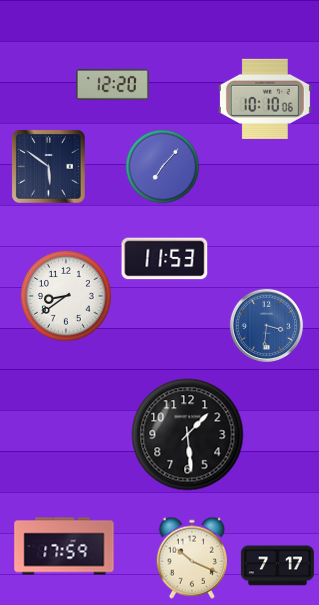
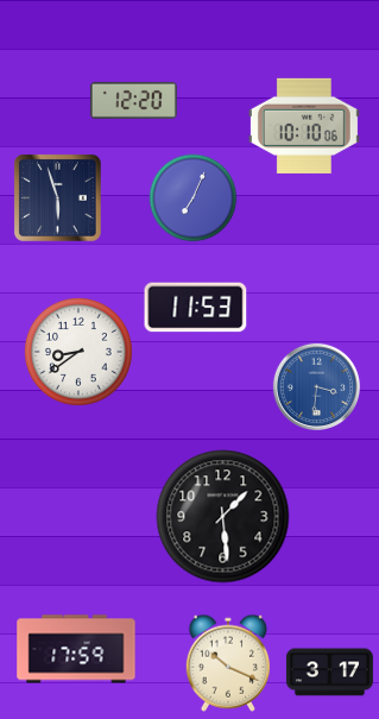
clock at (265, 99) position: (265, 99) -> (304, 126)
clock at (48, 166): 5:51 -> 5:57
clock at (163, 167): 7:07 -> 7:04
clock at (277, 566): 7:17 -> 3:17
